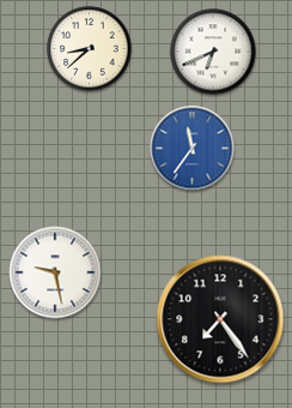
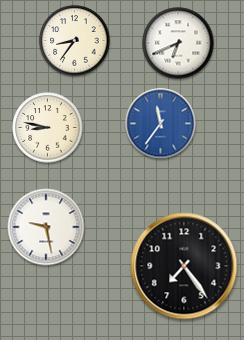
clock at (90, 49): 8:38 -> 8:36
clock at (48, 128): none -> 8:47
